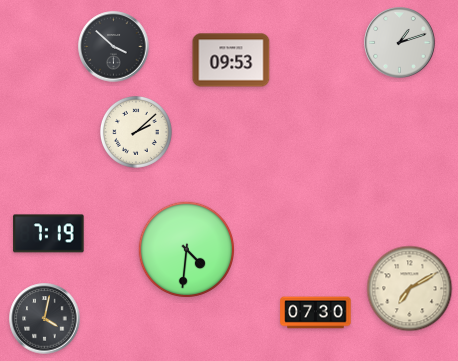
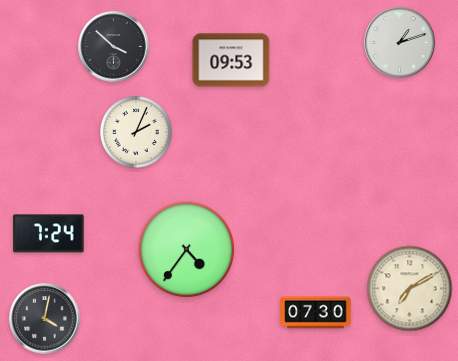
clock at (136, 132): 2:08 -> 2:04
clock at (49, 234): 7:19 -> 7:24
clock at (186, 249): 4:31 -> 4:36
